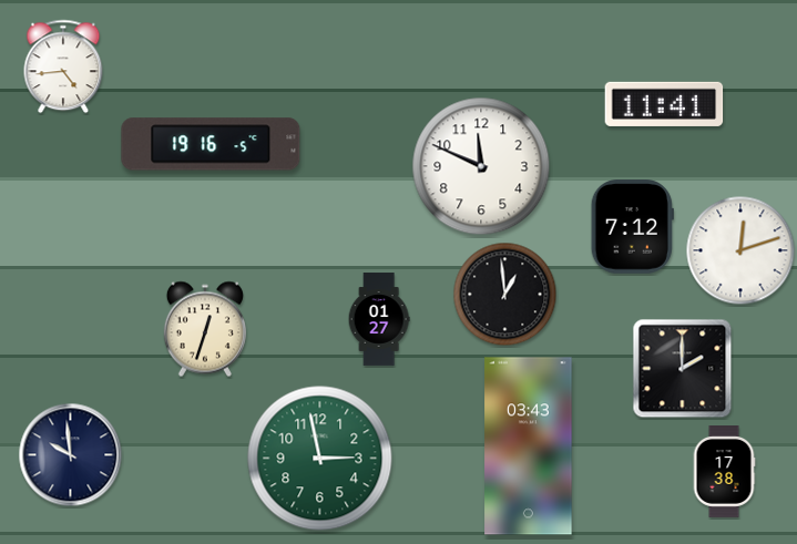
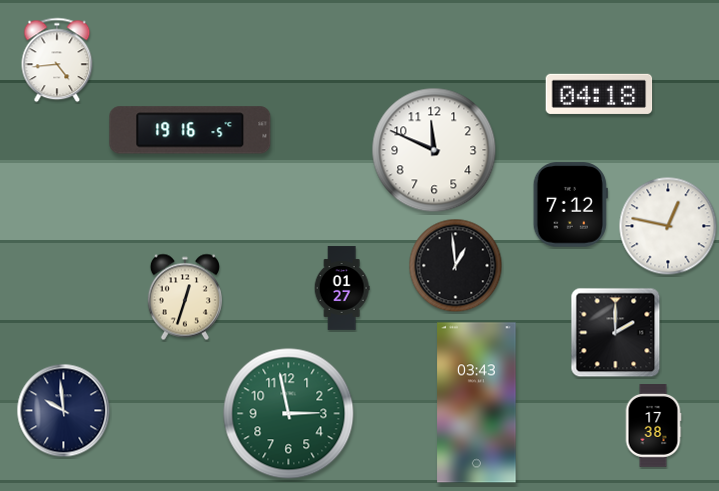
clock at (664, 104): 11:41 -> 04:18
clock at (740, 250): 12:12 -> 12:47
